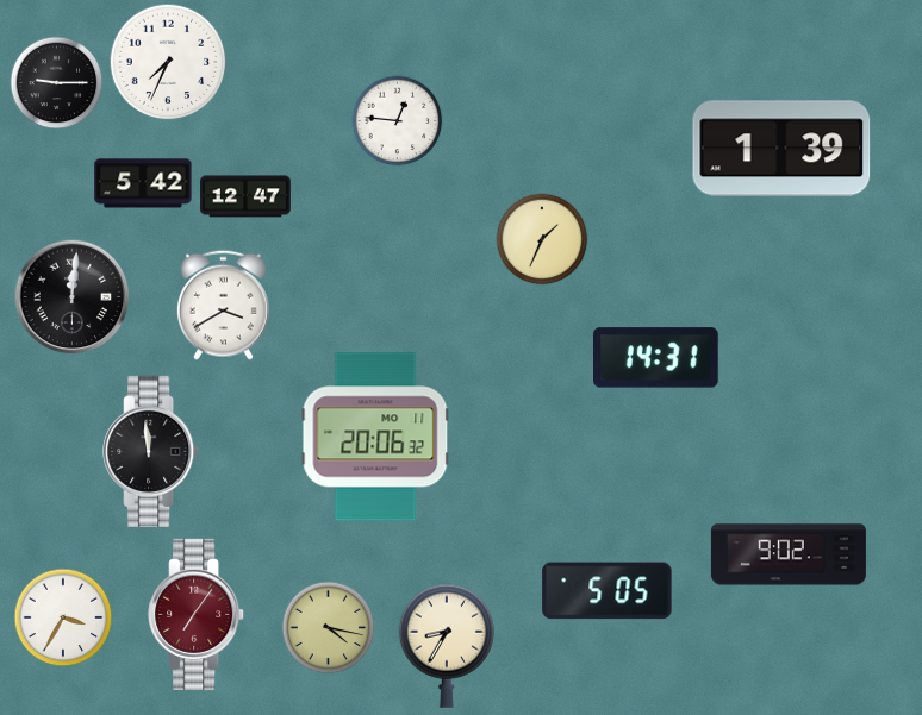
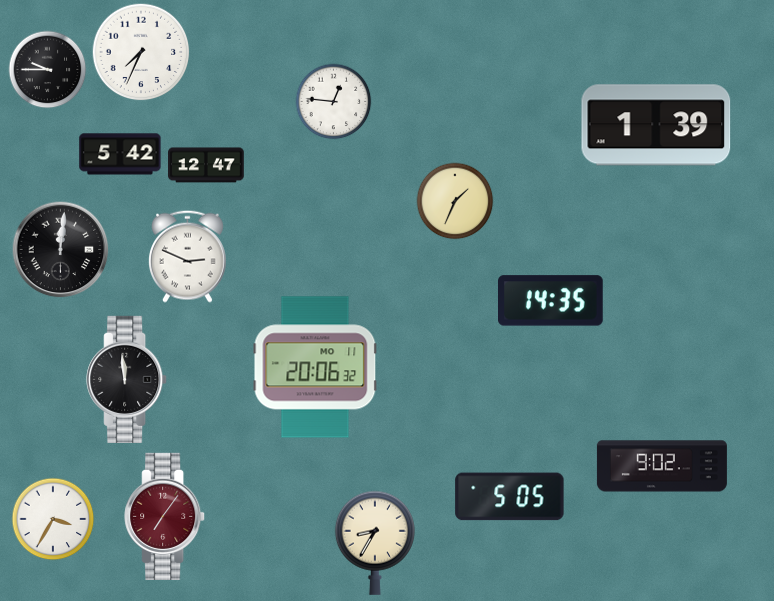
clock at (57, 83): 9:15 -> 9:45
clock at (223, 305): 3:40 -> 2:49
clock at (656, 358): 14:31 -> 14:35
clock at (329, 628): 4:17 -> none
